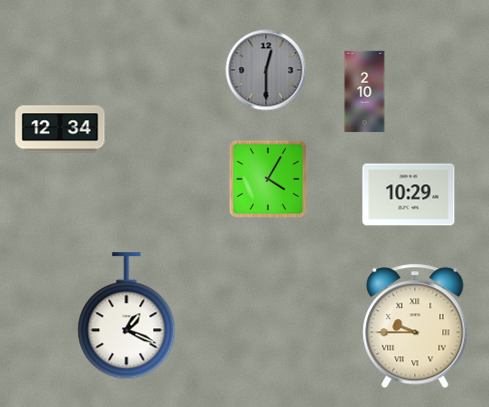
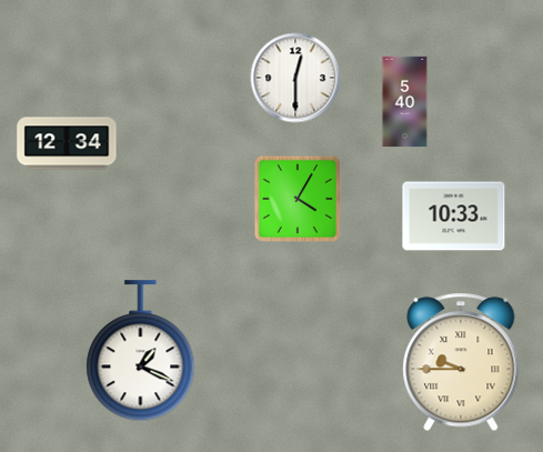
clock at (266, 70) dial: grey -> white
clock at (365, 92): 2:10 -> 5:40
clock at (409, 195): 10:29 -> 10:33
